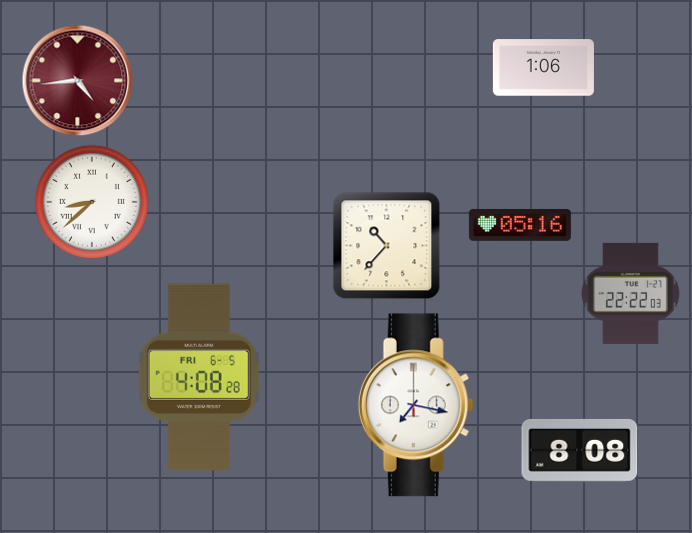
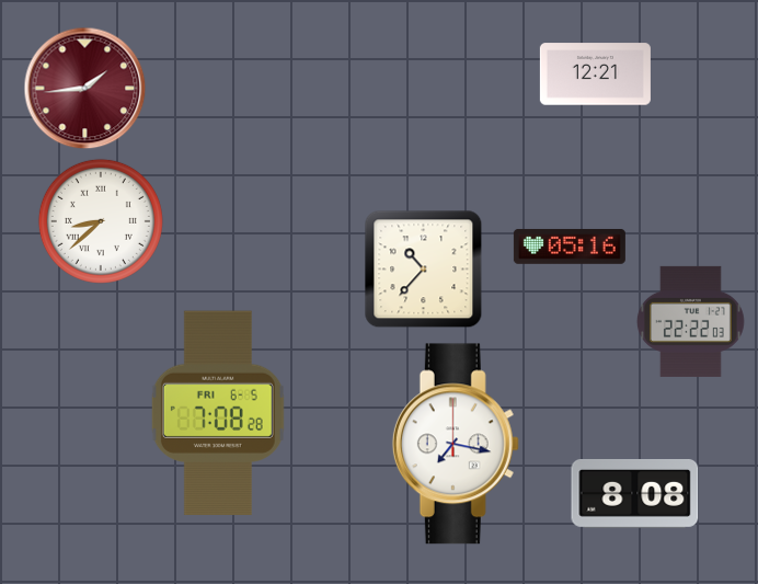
clock at (543, 68): 1:06 -> 12:21
clock at (78, 81): 4:44 -> 1:44
clock at (199, 377): 4:08 -> 7:08
